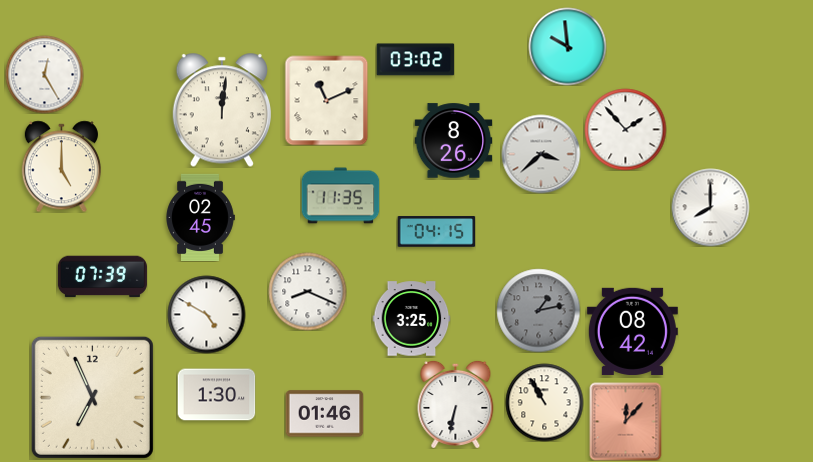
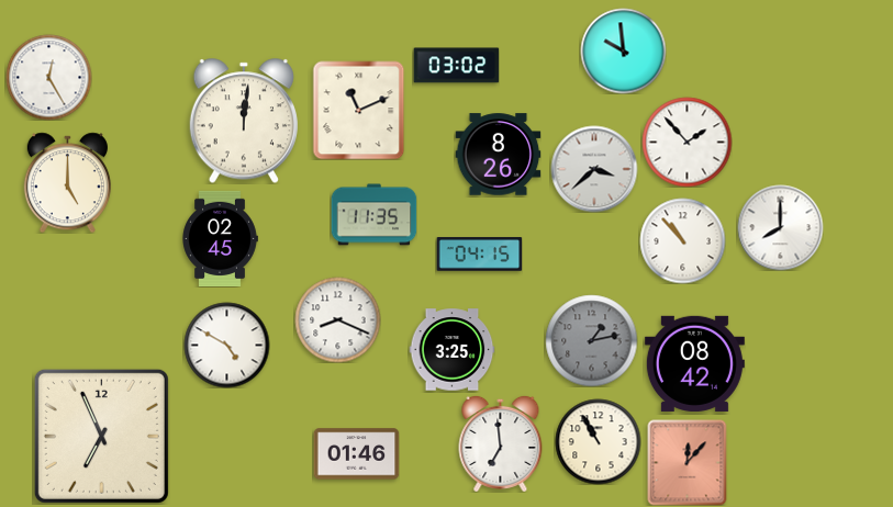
clock at (44, 74) position: (44, 74) -> (48, 77)
clock at (682, 240): none -> 10:53
clock at (102, 277): 07:39 -> none
clock at (216, 395): 1:30 -> none
clock at (456, 404): 6:32 -> 6:59
